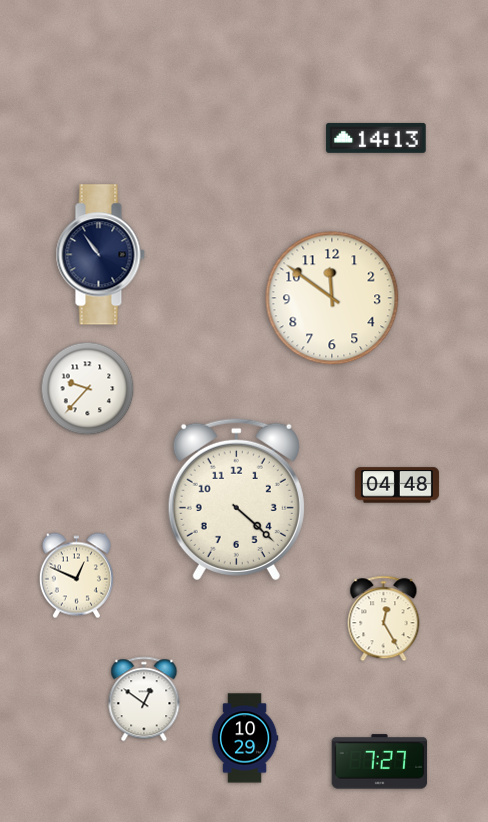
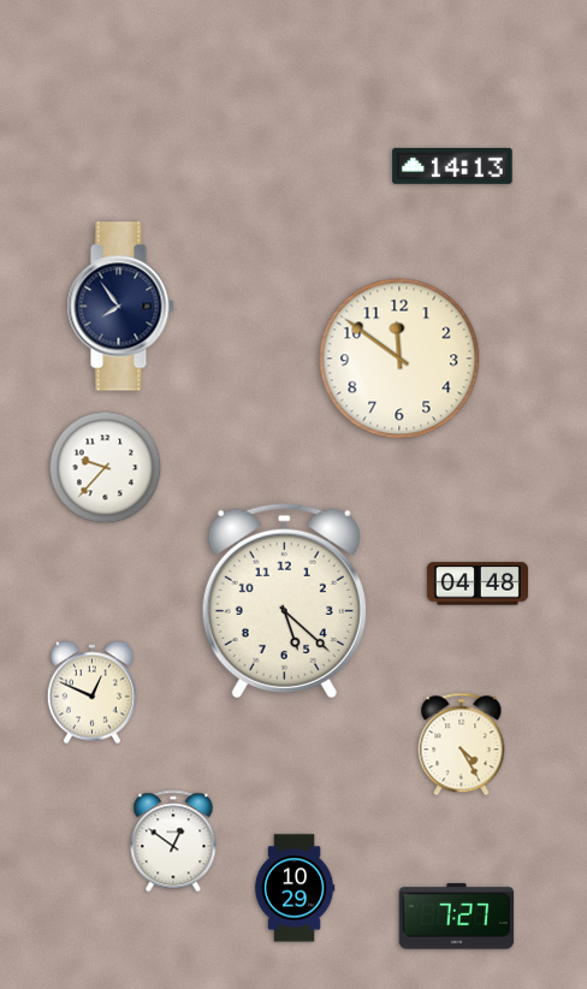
clock at (100, 255): 10:54 -> 7:54
clock at (236, 499): 4:22 -> 5:22
clock at (384, 619): 12:25 -> 4:25
